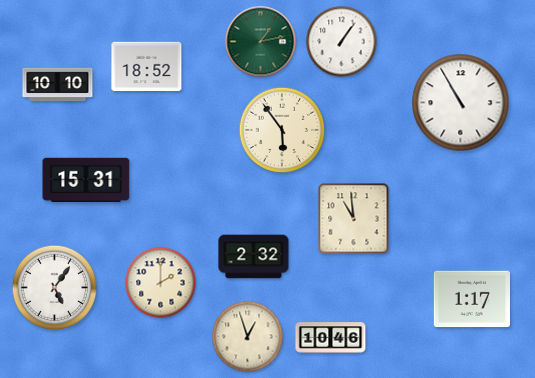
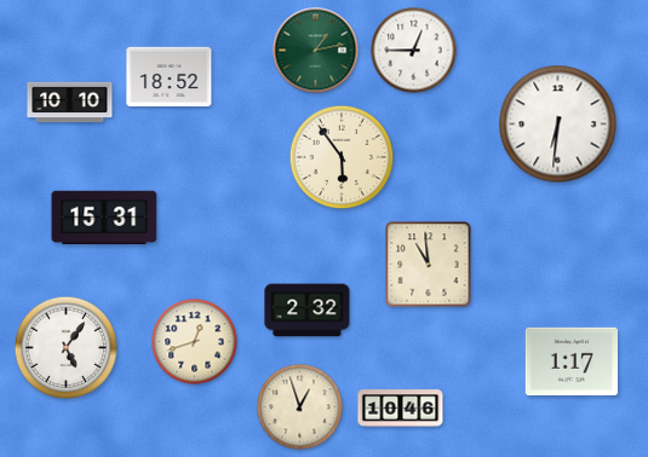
clock at (342, 42): 1:06 -> 12:45
clock at (147, 67) position: (147, 67) -> (170, 77)
clock at (461, 103): 10:55 -> 6:31
clock at (161, 283): 2:00 -> 12:42
